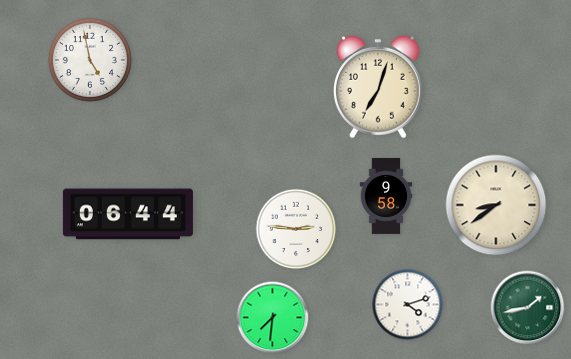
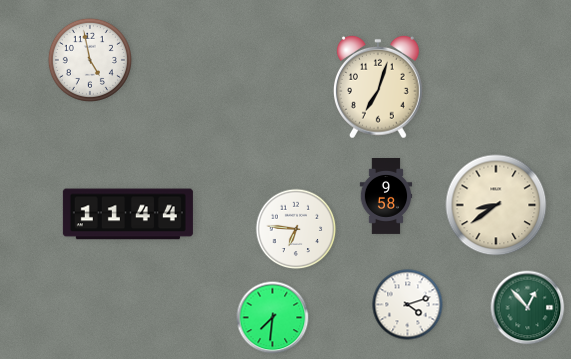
clock at (128, 214): 06:44 -> 11:44
clock at (296, 229): 2:46 -> 6:46
clock at (528, 308): 1:43 -> 12:53
